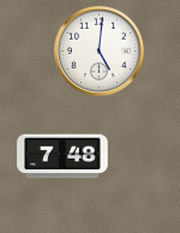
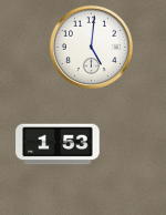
clock at (62, 156): 7:48 -> 1:53
